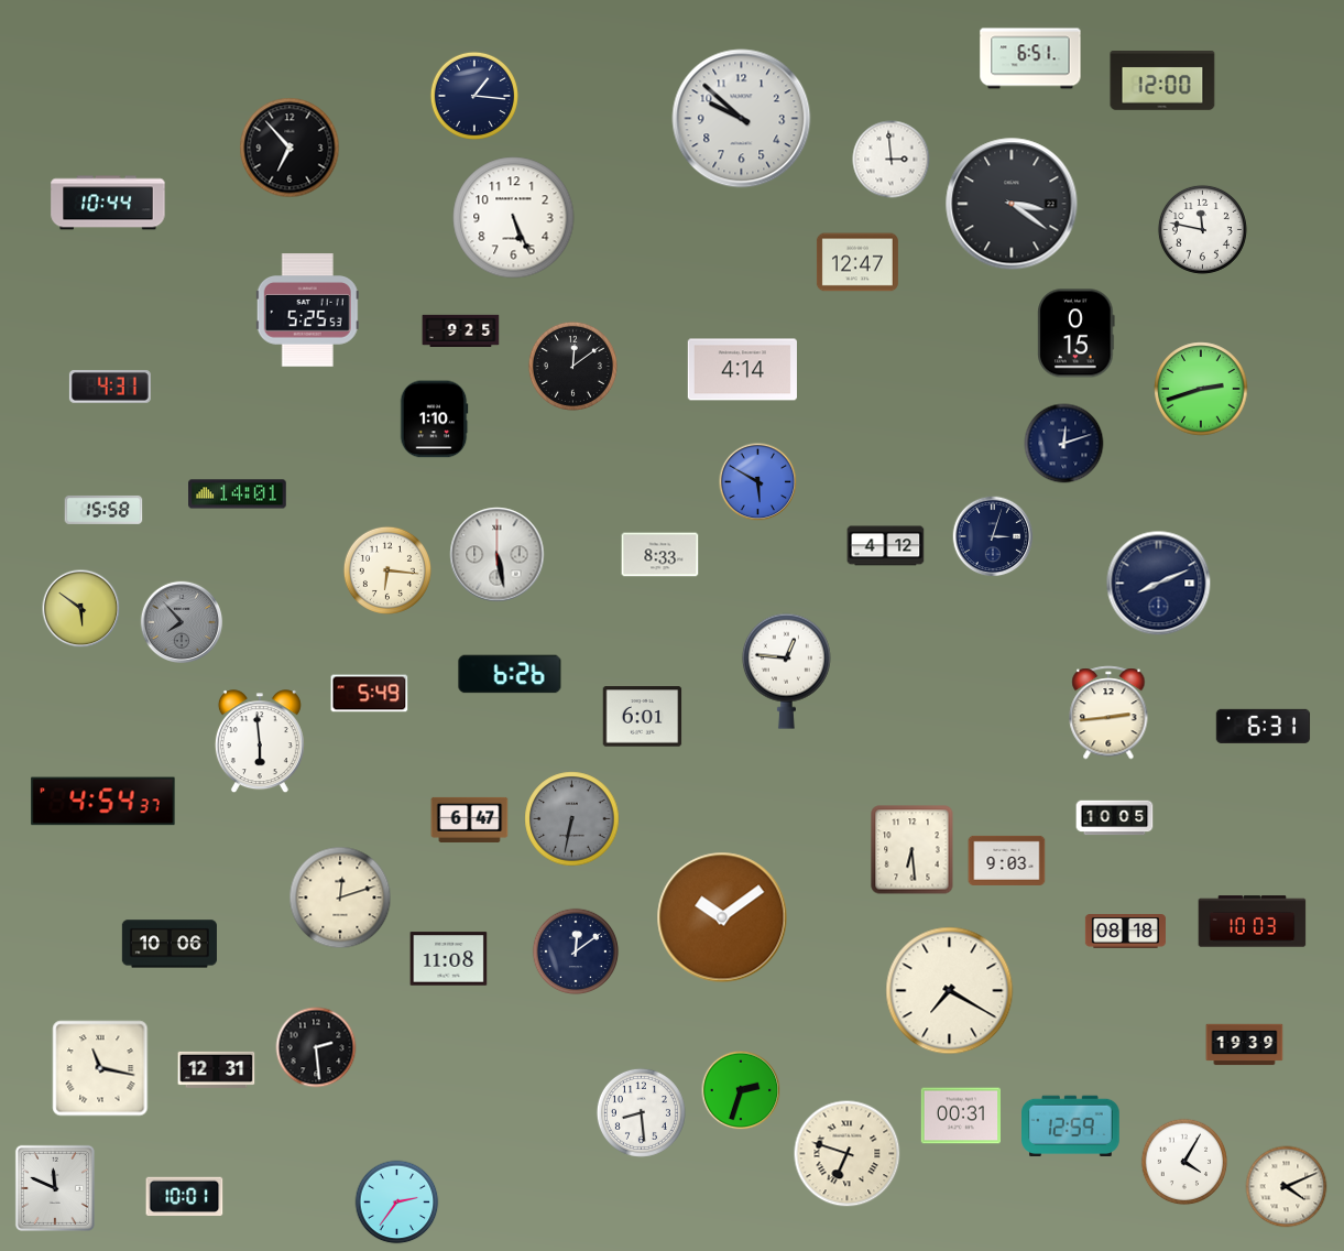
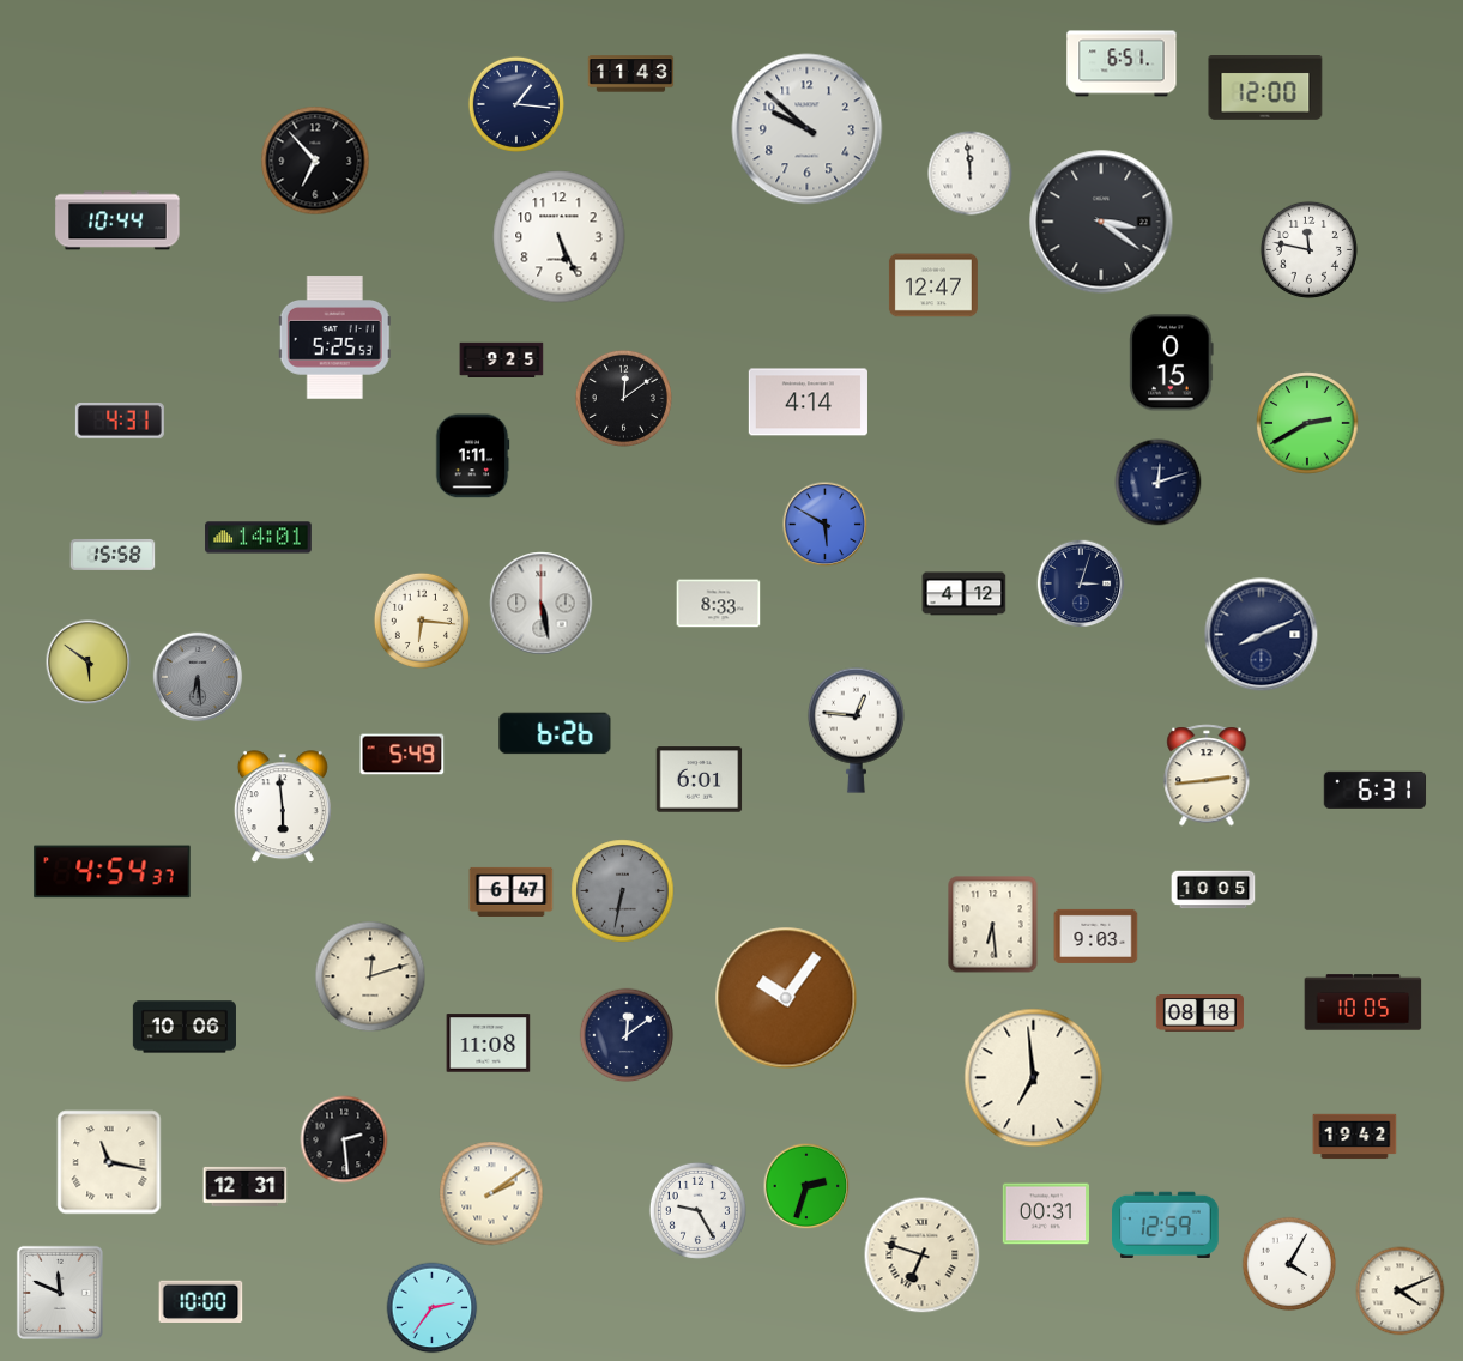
clock at (631, 74): none -> 11:43
clock at (892, 160): 2:59 -> 11:59
clock at (1201, 389): 2:42 -> 2:40
clock at (434, 420): 1:10 -> 1:11
clock at (182, 622): 7:53 -> 6:29
clock at (722, 917): 10:09 -> 10:06
clock at (1253, 922): 10:03 -> 10:05
clock at (1125, 932) position: (1125, 932) -> (1199, 1014)
clock at (950, 991): 7:20 -> 6:59
clock at (1245, 1045): 19:39 -> 19:42
clock at (217, 1069) position: (217, 1069) -> (246, 1186)
clock at (491, 1193): none -> 2:09
clock at (641, 1112): 8:29 -> 9:25
clock at (185, 1197): 10:01 -> 10:00
